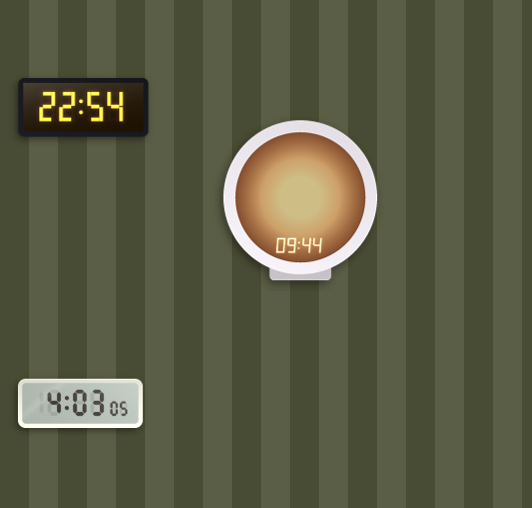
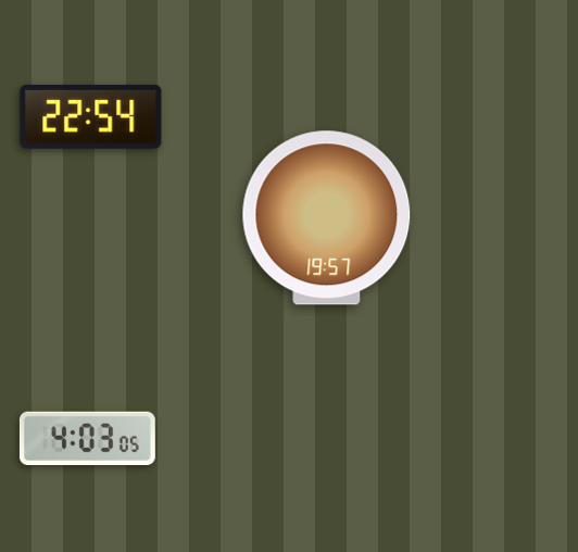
clock at (301, 201): 09:44 -> 19:57
